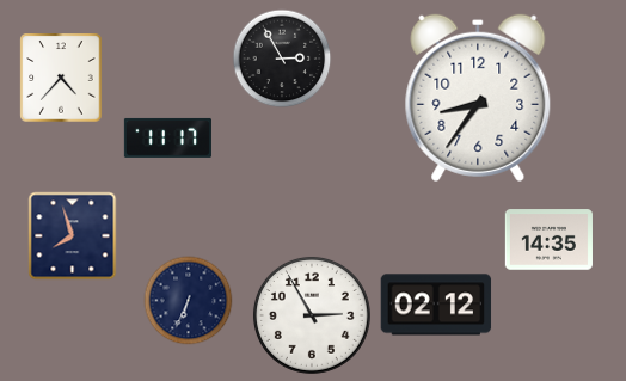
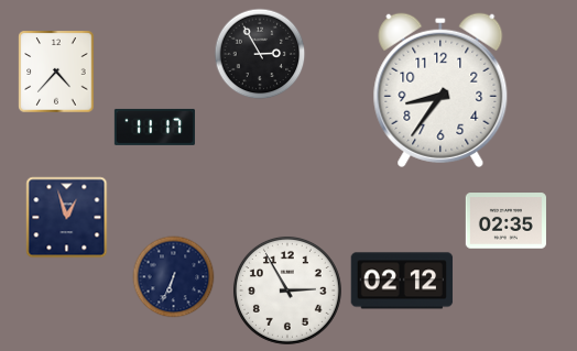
clock at (73, 236): 7:57 -> 12:57
clock at (548, 240): 14:35 -> 02:35
